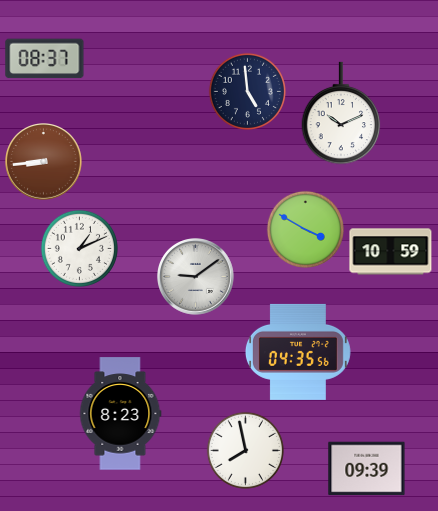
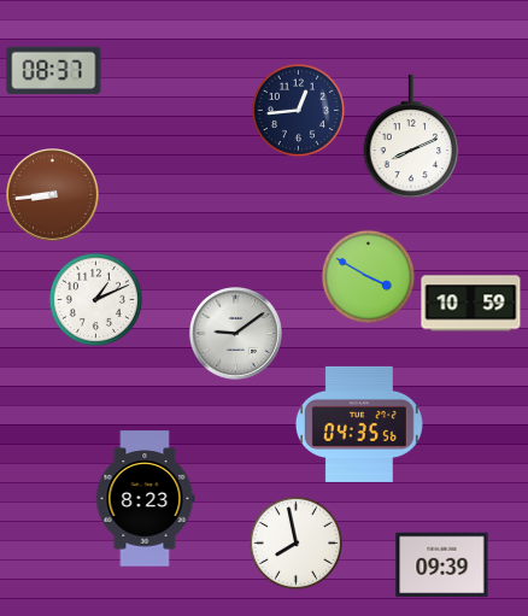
clock at (247, 91): 4:59 -> 12:44
clock at (341, 113): 10:11 -> 8:11
